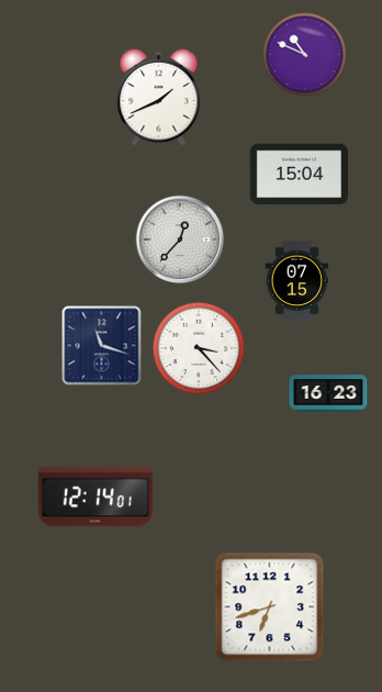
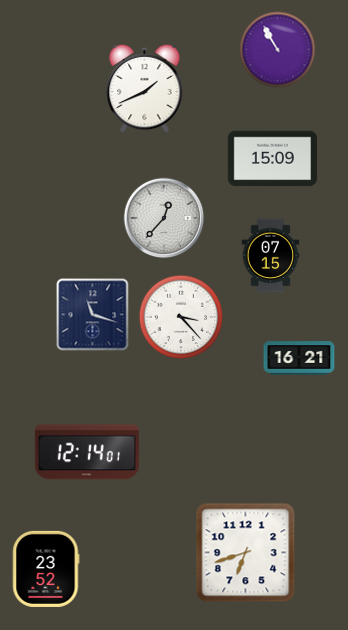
clock at (305, 55): 10:49 -> 10:55
clock at (299, 175): 15:04 -> 15:09
clock at (328, 393): 16:23 -> 16:21
clock at (46, 569): none -> 23:52
